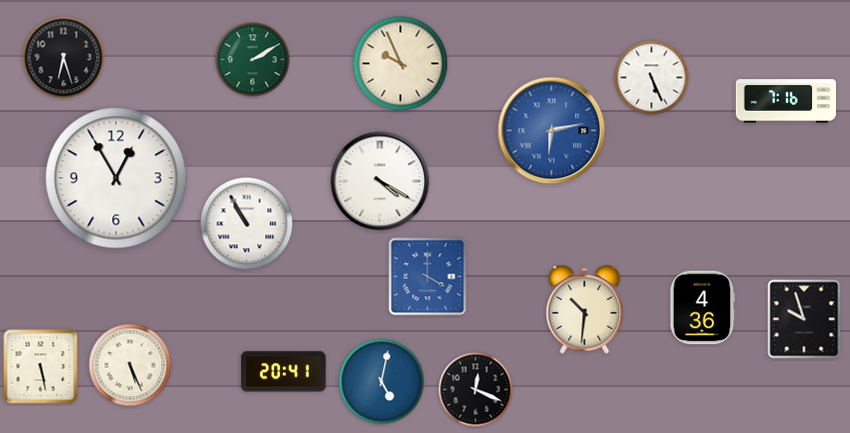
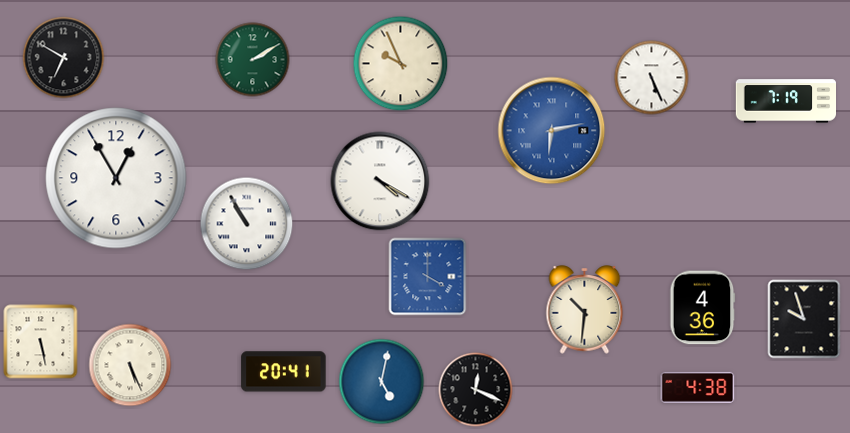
clock at (64, 58): 6:27 -> 6:50
clock at (785, 101): 7:16 -> 7:19
clock at (41, 367) position: (41, 367) -> (41, 342)
clock at (698, 387): none -> 4:38
